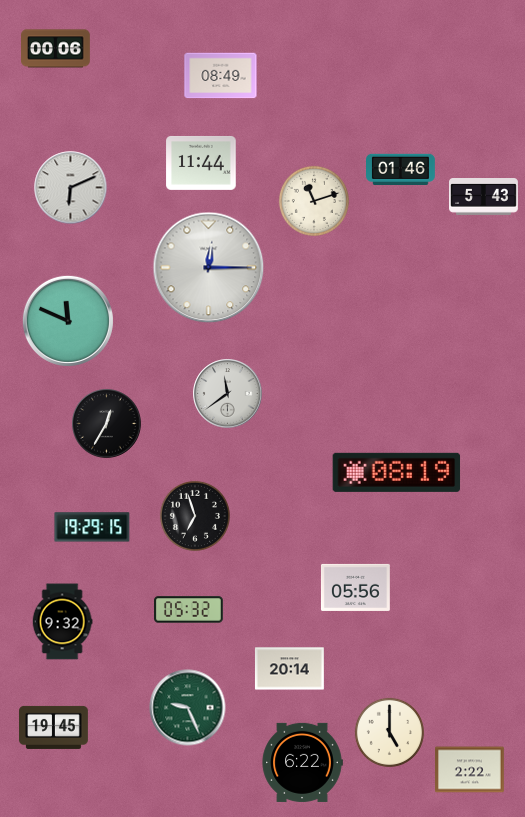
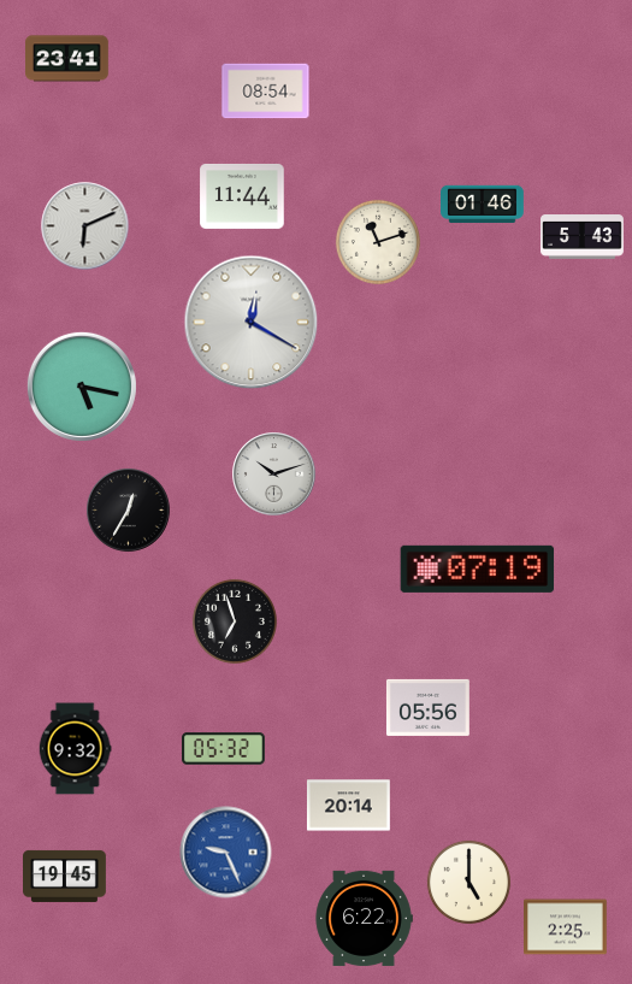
clock at (56, 49): 00:06 -> 23:41
clock at (221, 76): 08:49 -> 08:54
clock at (209, 268): 12:15 -> 12:20
clock at (68, 321): 11:49 -> 5:17
clock at (228, 394): 11:39 -> 10:12
clock at (397, 472): 08:19 -> 07:19
clock at (92, 527): 19:29 -> none
clock at (189, 610) position: (189, 610) -> (224, 749)
clock at (188, 708) dial: green -> blue
clock at (470, 770): 2:22 -> 2:25
